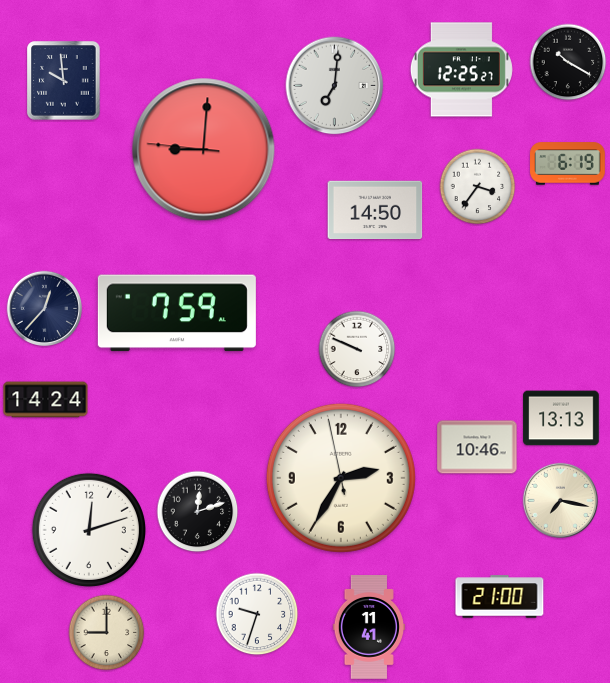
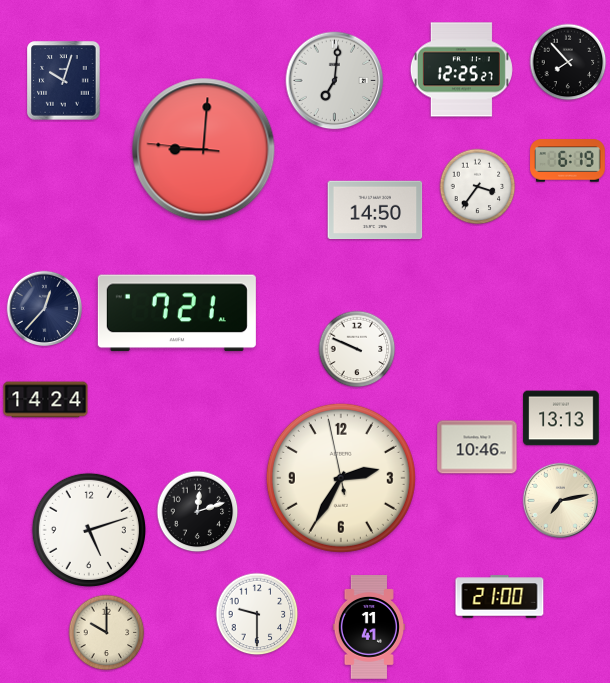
clock at (568, 62): 10:20 -> 7:53
clock at (64, 81): 9:59 -> 10:03
clock at (335, 86) position: (335, 86) -> (335, 81)
clock at (568, 164) position: (568, 164) -> (568, 161)
clock at (177, 313): 7:59 -> 7:21
clock at (560, 500): 7:17 -> 7:13
clock at (89, 530): 12:12 -> 5:12
clock at (257, 614): 9:33 -> 9:30
clock at (107, 633): 9:00 -> 10:00
